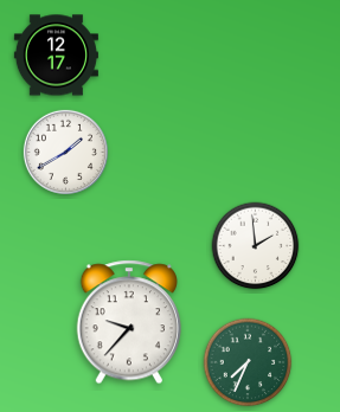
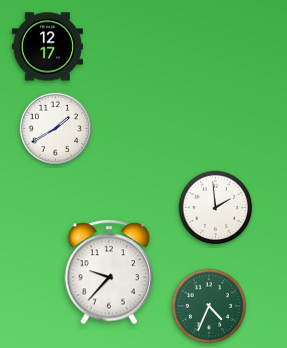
clock at (248, 362): 7:34 -> 4:34
